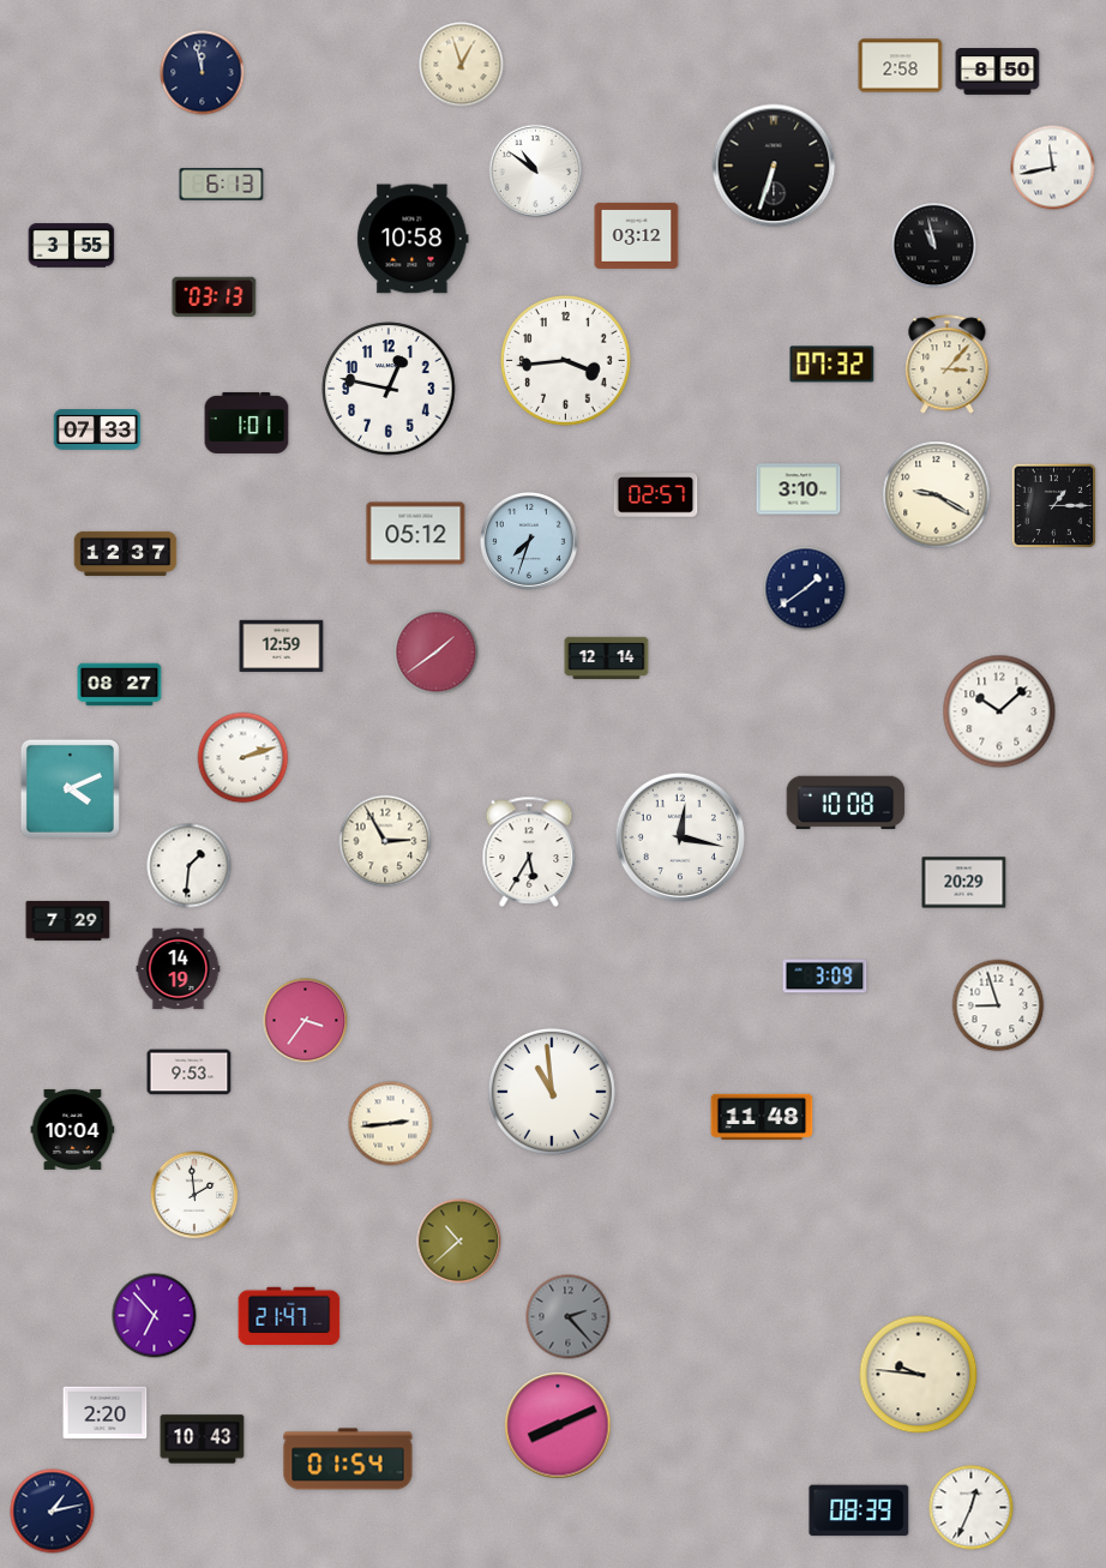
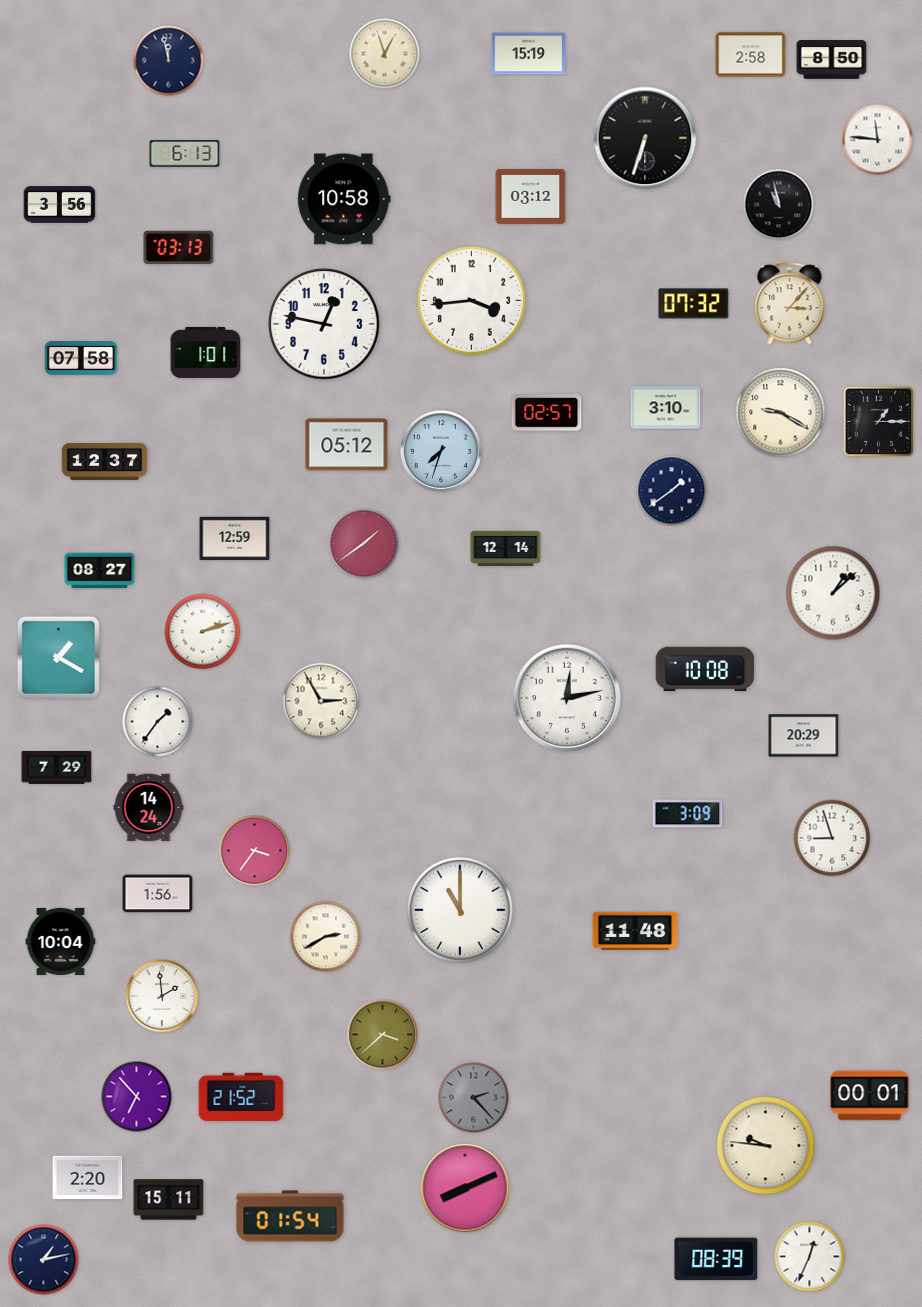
clock at (528, 54): none -> 15:19
clock at (1053, 168): 11:43 -> 11:46
clock at (535, 170): 10:51 -> none
clock at (72, 246): 3:55 -> 3:56
clock at (97, 429): 07:33 -> 07:58
clock at (999, 711): 10:08 -> 1:08
clock at (70, 788): 4:11 -> 1:20
clock at (679, 836): 12:17 -> 12:13
clock at (529, 852): 5:35 -> none
clock at (190, 866): 1:31 -> 1:36
clock at (179, 969): 14:19 -> 14:24
clock at (190, 1073): 9:53 -> 1:56
clock at (552, 1092): 10:59 -> 11:00
clock at (391, 1124): 2:44 -> 2:40
clock at (459, 1242): 10:38 -> 3:38
clock at (870, 1096): none -> 00:01
clock at (155, 1316) position: (155, 1316) -> (137, 1097)
clock at (289, 1316): 21:47 -> 21:52
clock at (203, 1440): 10:43 -> 15:11
